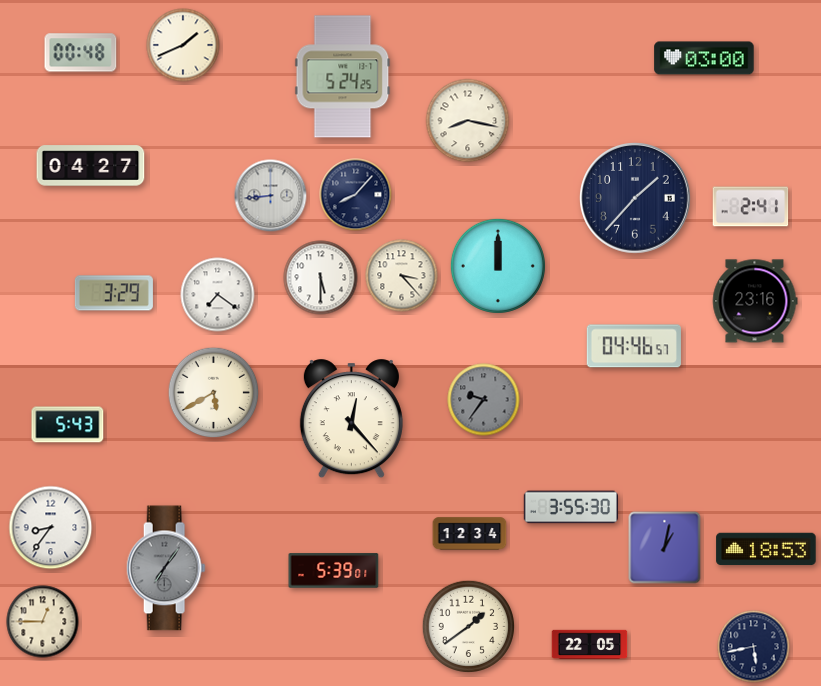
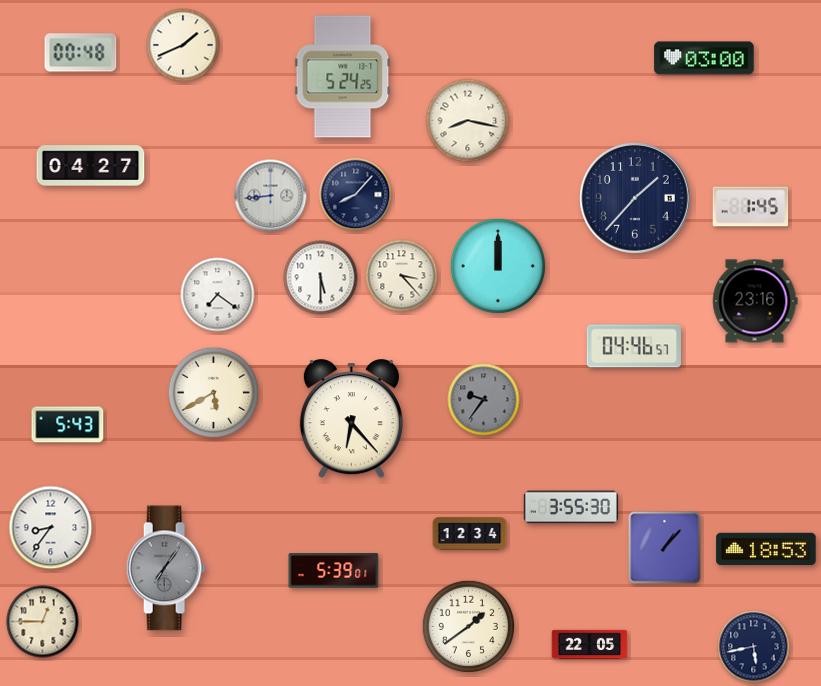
clock at (751, 207): 2:41 -> 1:45
clock at (114, 293): 3:29 -> none
clock at (351, 419): 12:23 -> 6:23
clock at (665, 548): 1:02 -> 1:07
